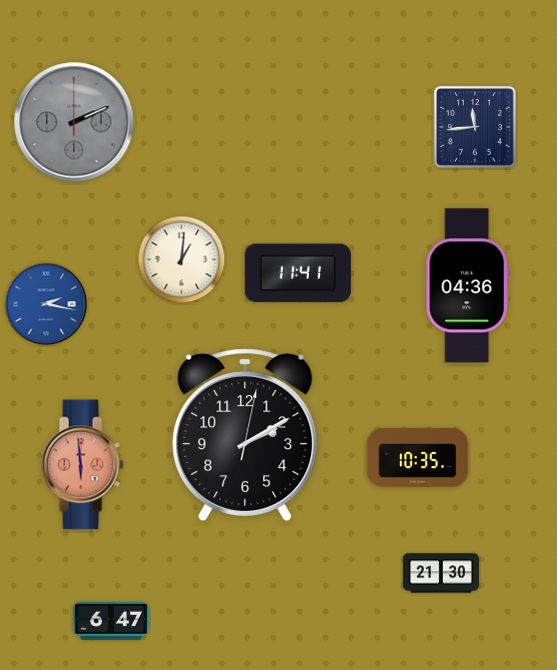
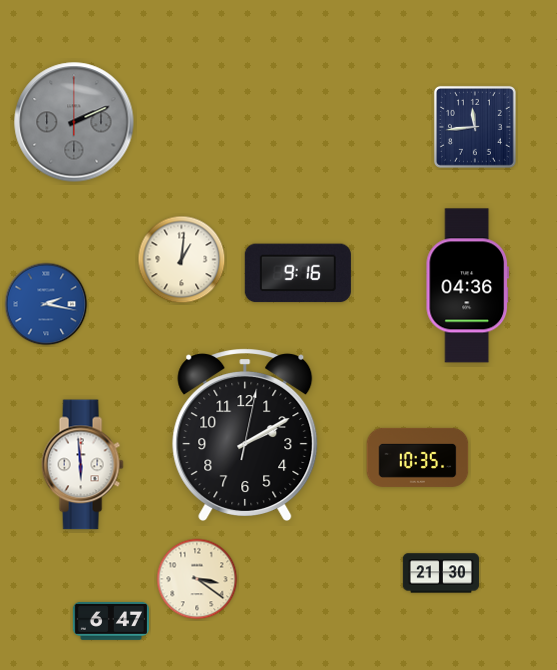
clock at (298, 273): 11:41 -> 9:16
clock at (82, 465) dial: salmon -> white
clock at (197, 579): none -> 3:21
